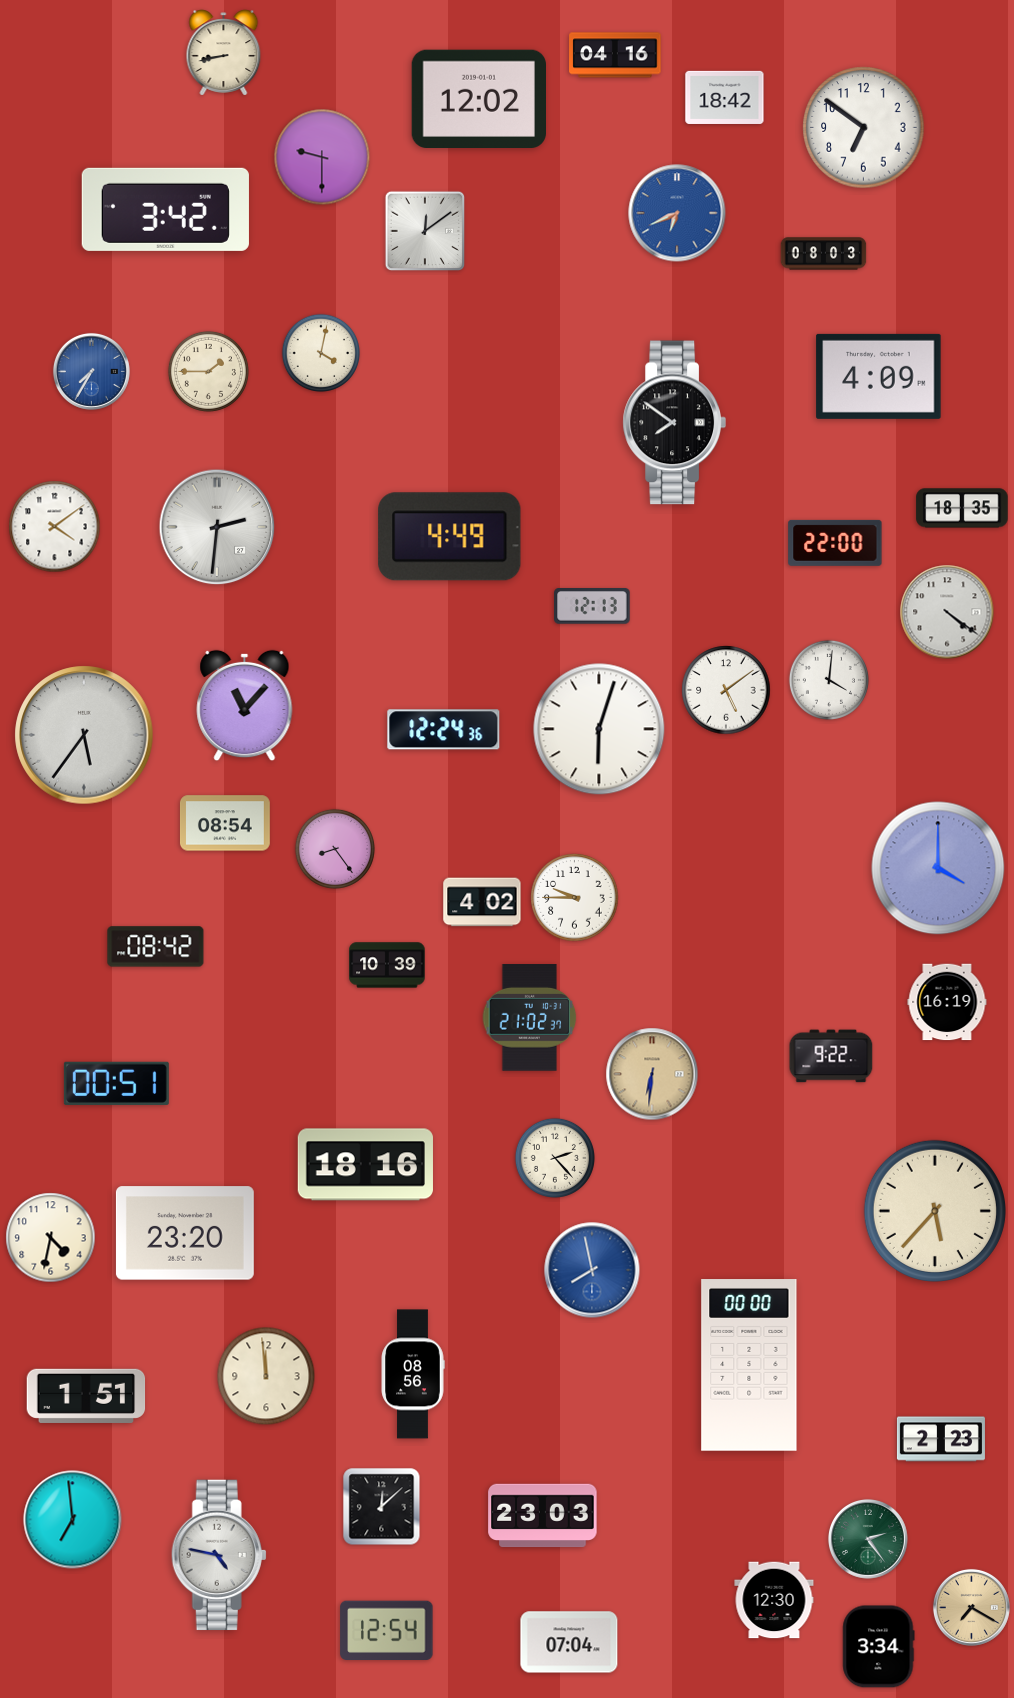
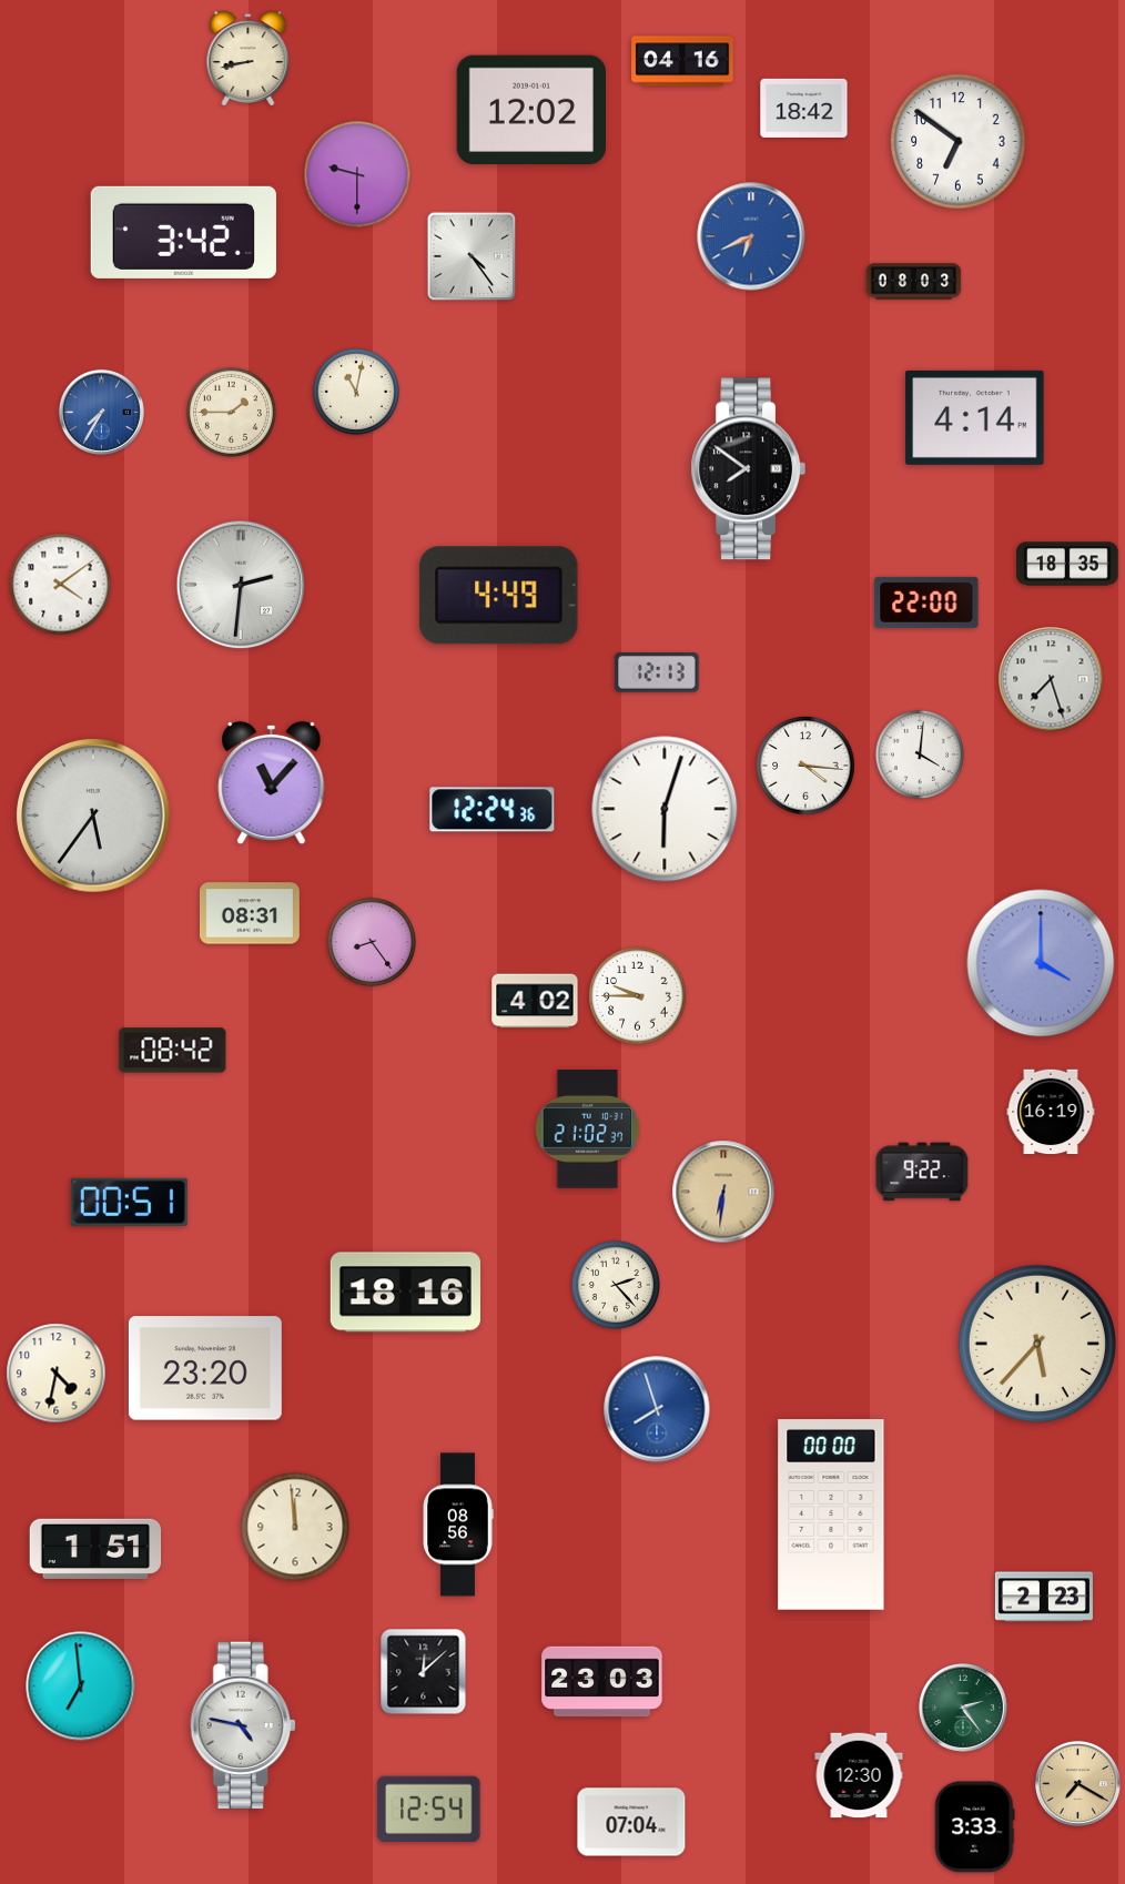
clock at (425, 231): 12:09 -> 4:24
clock at (321, 353): 4:02 -> 11:02
clock at (879, 376): 4:09 -> 4:14
clock at (947, 612): 4:21 -> 7:27
clock at (726, 690): 5:09 -> 4:16
clock at (225, 823): 08:54 -> 08:31
clock at (387, 965): 10:39 -> none
clock at (592, 1270): 7:58 -> 7:57
clock at (879, 1647): 3:34 -> 3:33
